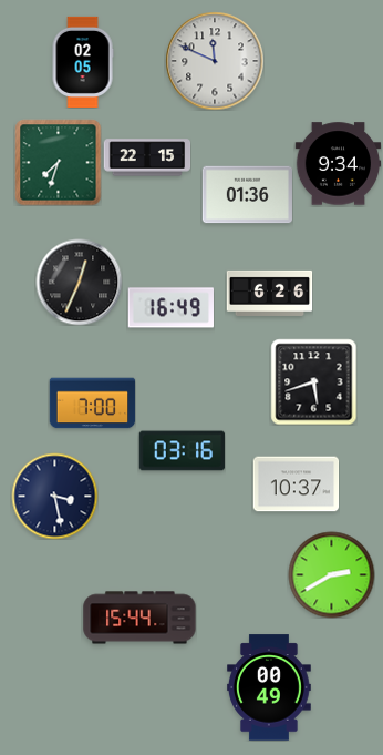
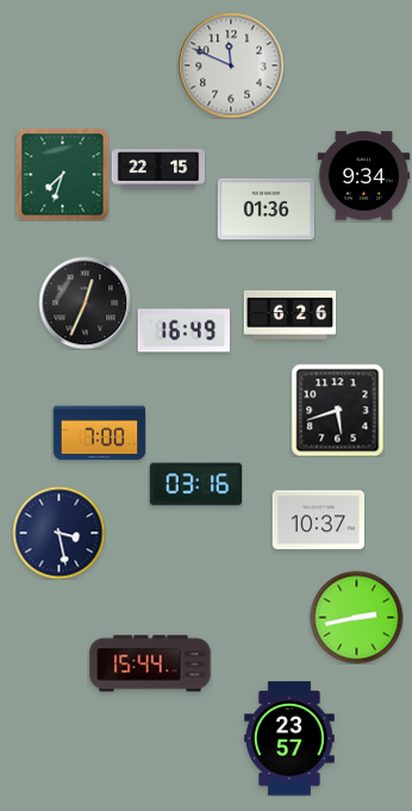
clock at (83, 62): 02:05 -> none
clock at (331, 574): 2:40 -> 2:43
clock at (270, 687): 00:49 -> 23:57
